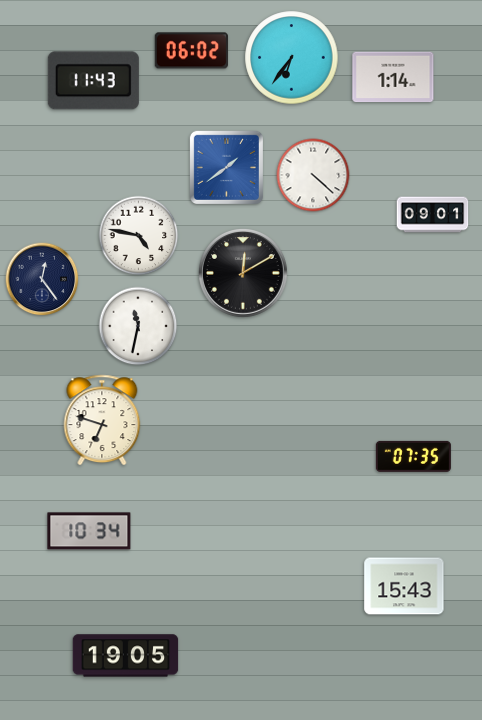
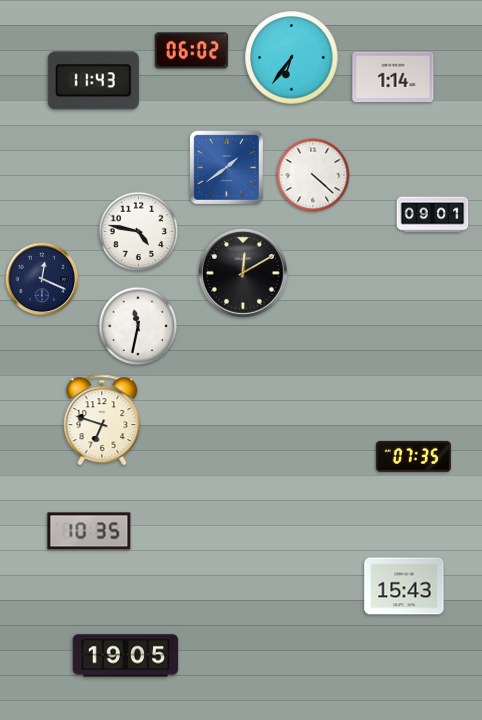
clock at (139, 236) position: (139, 236) -> (139, 232)
clock at (42, 279): 12:24 -> 12:19
clock at (89, 531): 10:34 -> 10:35
